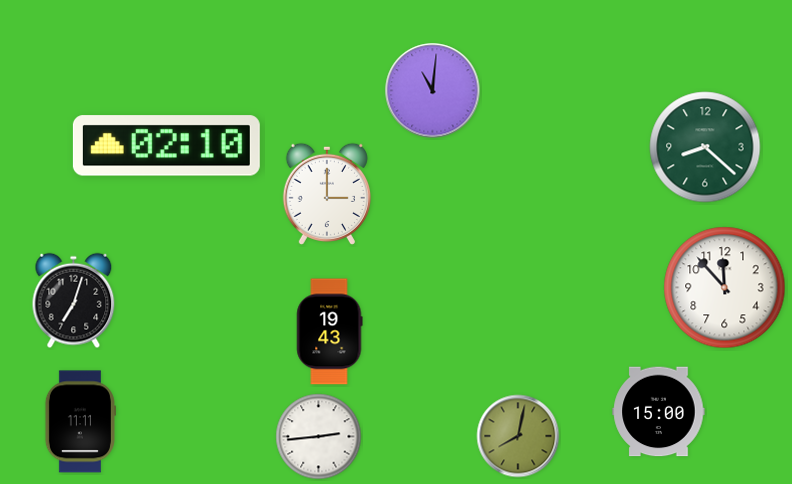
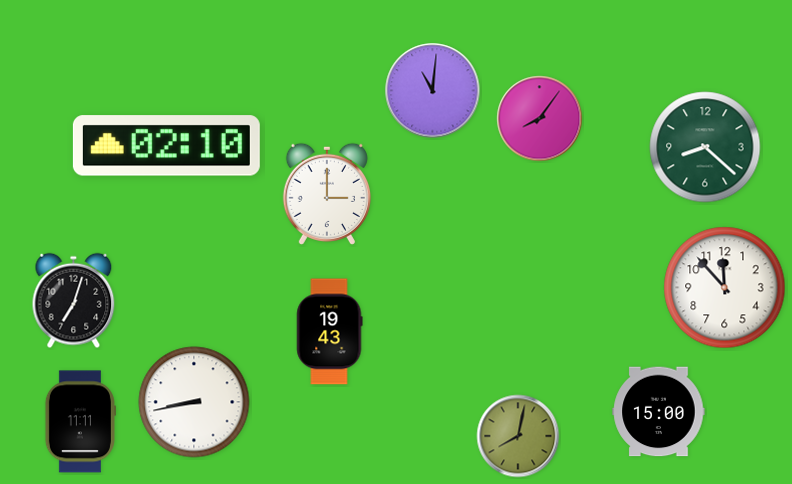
clock at (540, 119): none -> 8:06
clock at (194, 402): none -> 8:43
clock at (319, 437): 2:44 -> none
